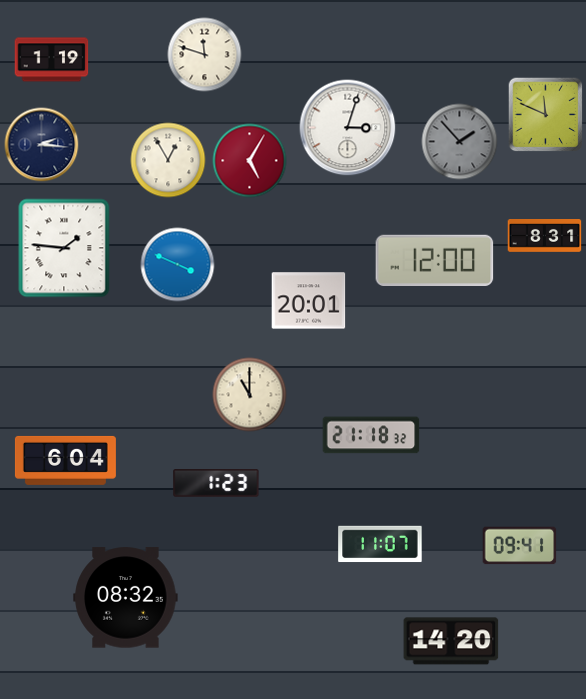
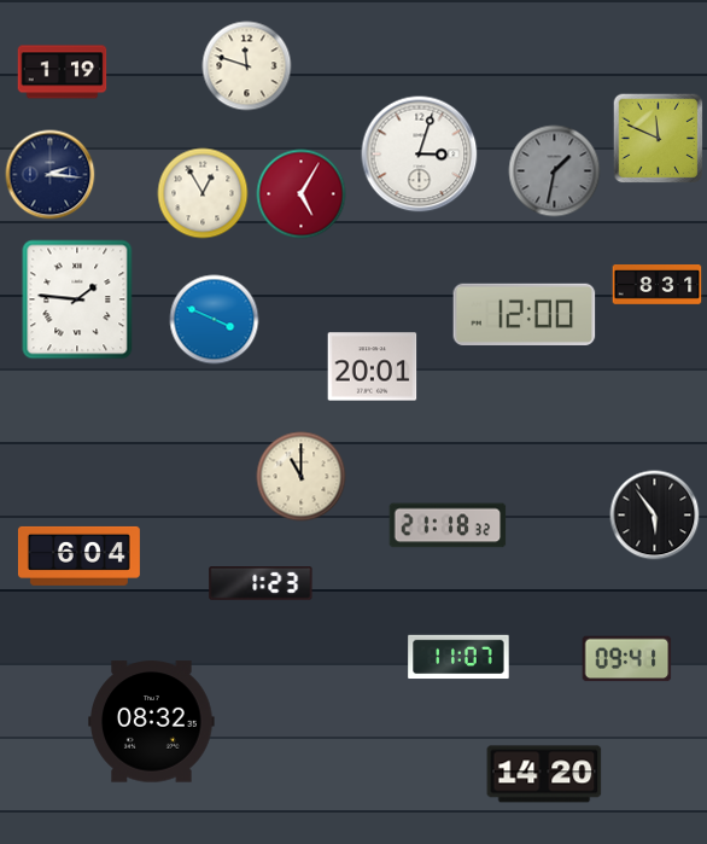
clock at (460, 142): 1:53 -> 1:32
clock at (309, 301) position: (309, 301) -> (373, 367)
clock at (655, 516): none -> 5:54
